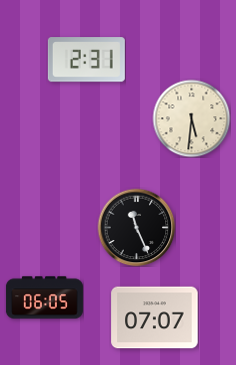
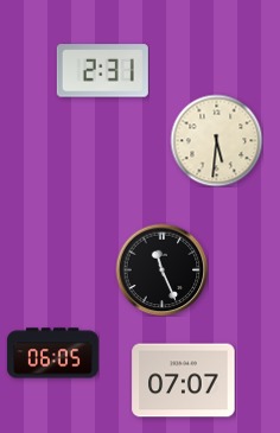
clock at (191, 118) position: (191, 118) -> (216, 140)
clock at (155, 318) position: (155, 318) -> (184, 381)
